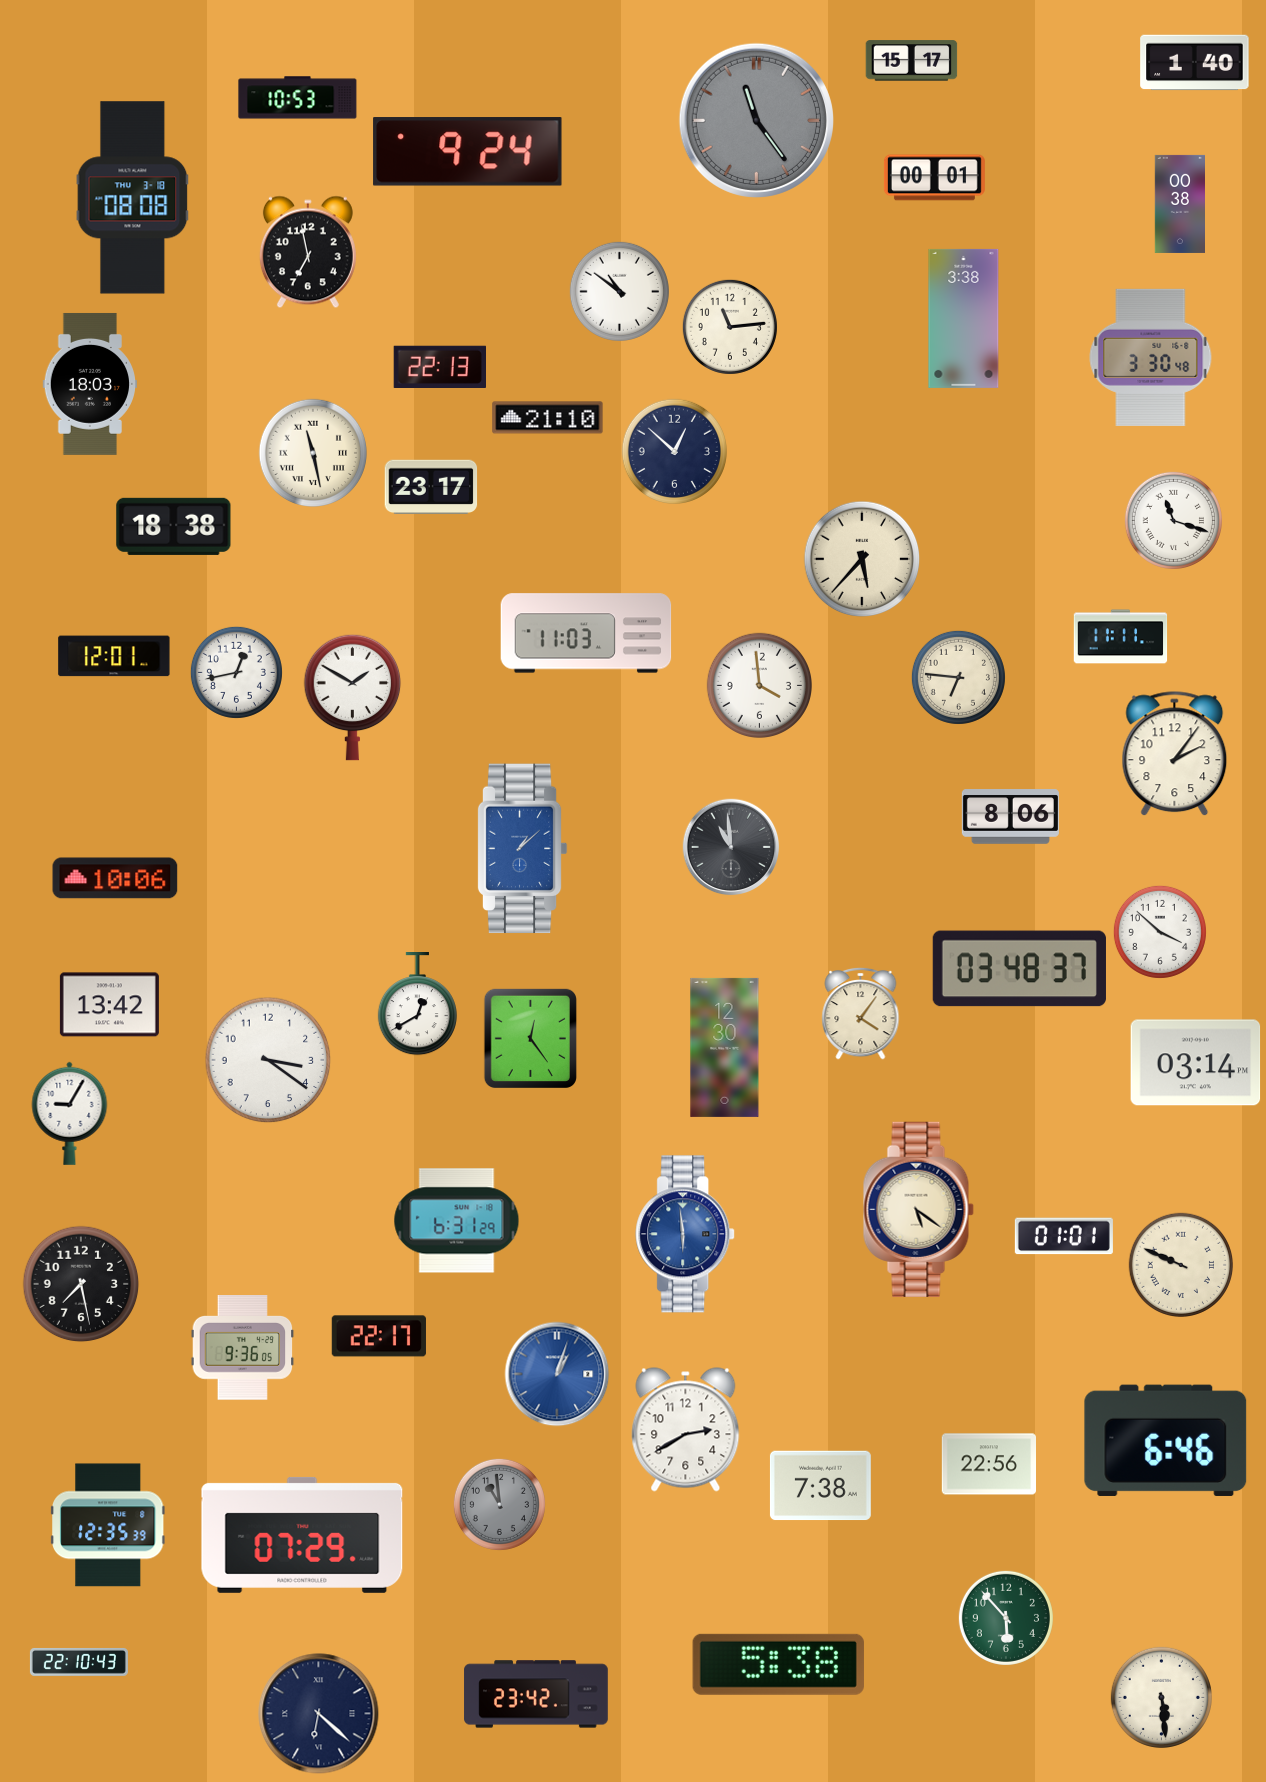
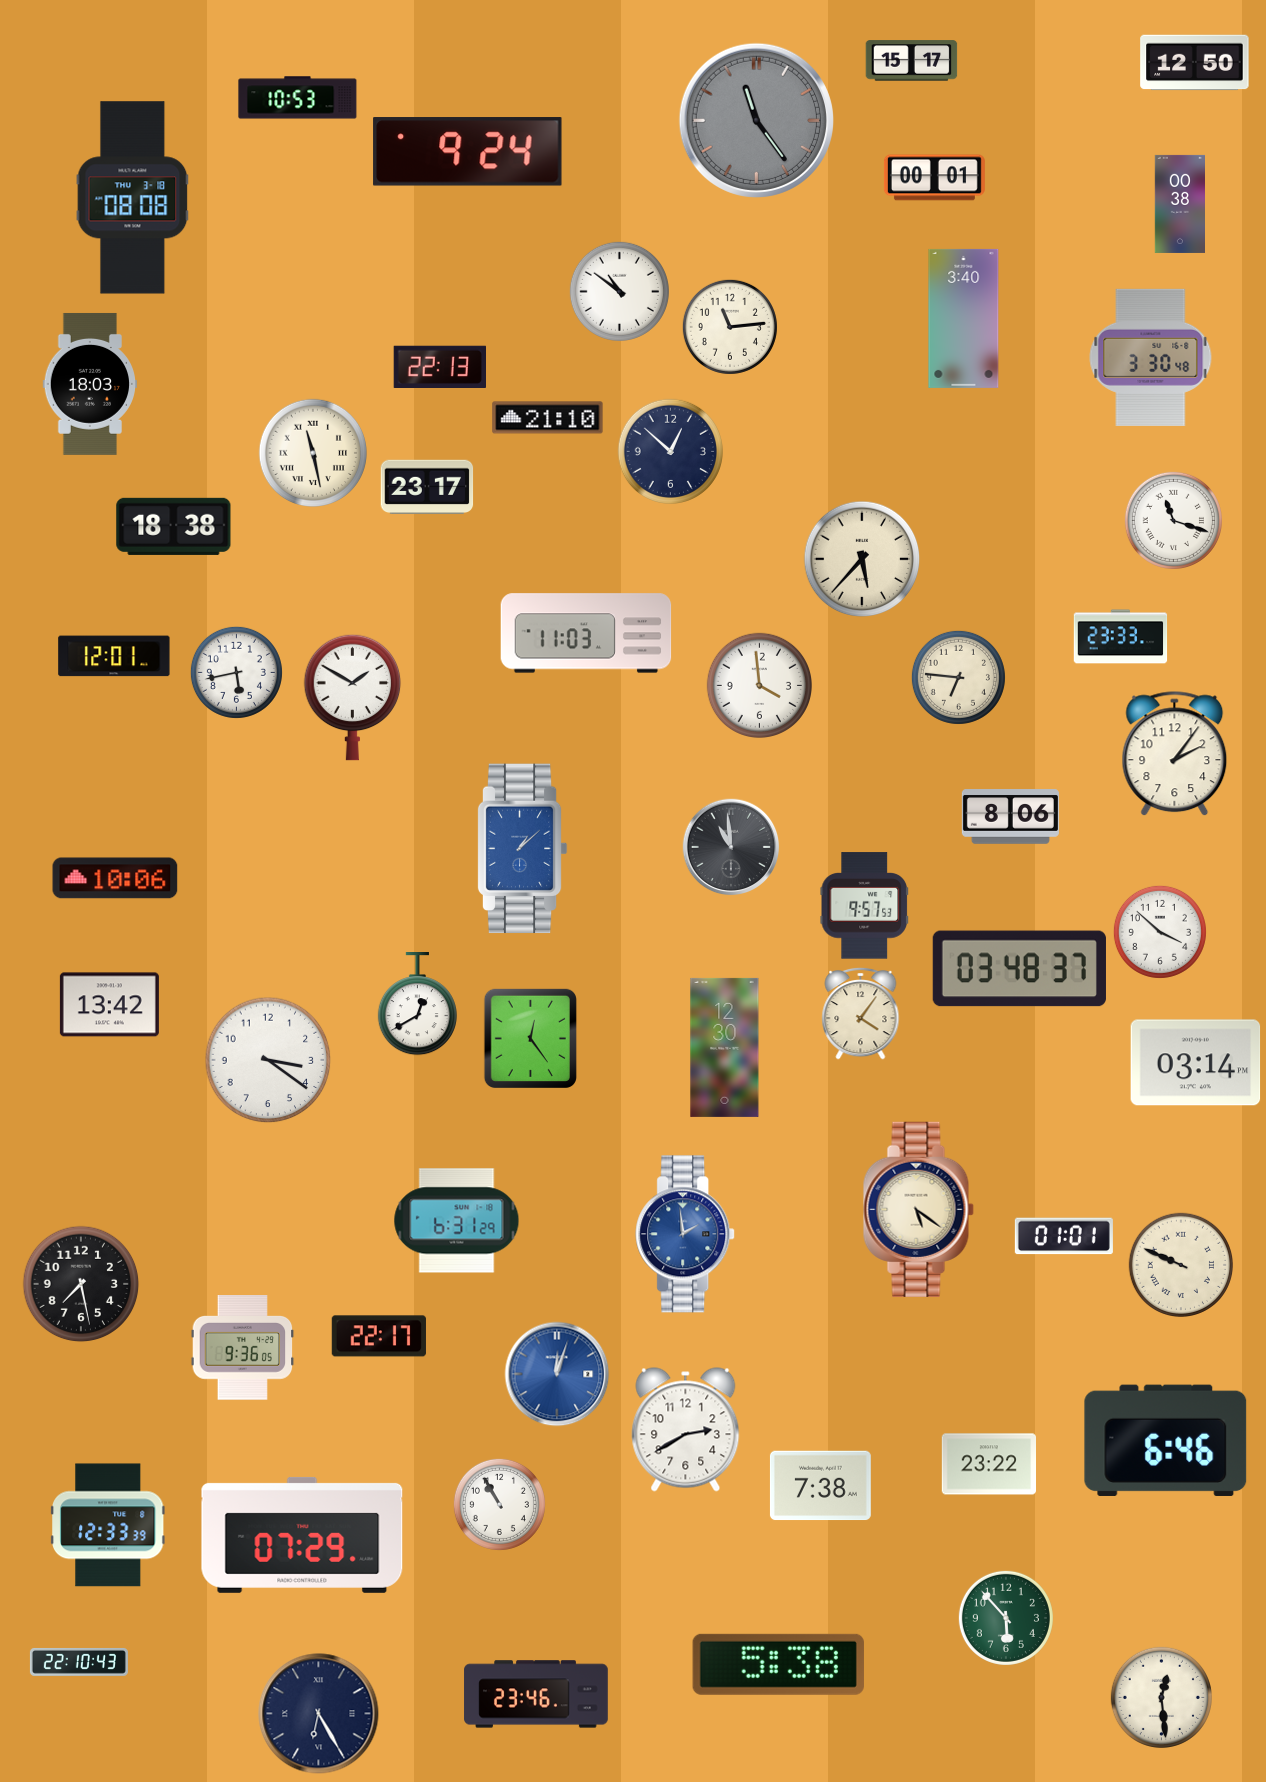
clock at (1195, 63): 1:40 -> 12:50
clock at (308, 252): 6:58 -> none
clock at (964, 318): 3:38 -> 3:40
clock at (674, 451) position: (674, 451) -> (670, 451)
clock at (431, 486) position: (431, 486) -> (427, 486)
clock at (1121, 637): 11:11 -> 23:33
clock at (236, 672): 12:43 -> 5:43
clock at (864, 906): none -> 9:57
clock at (70, 1113): 9:05 -> none
clock at (686, 1234): 5:59 -> 1:59
clock at (557, 1374): 1:03 -> 12:03
clock at (988, 1464): 22:56 -> 23:22
clock at (499, 1504): 10:59 -> 10:55
clock at (499, 1504) dial: grey -> white
clock at (108, 1525): 12:35 -> 12:33
clock at (536, 1694): 23:42 -> 23:46
clock at (1161, 1697): 5:29 -> 12:29
clock at (319, 1714): 6:22 -> 6:25
